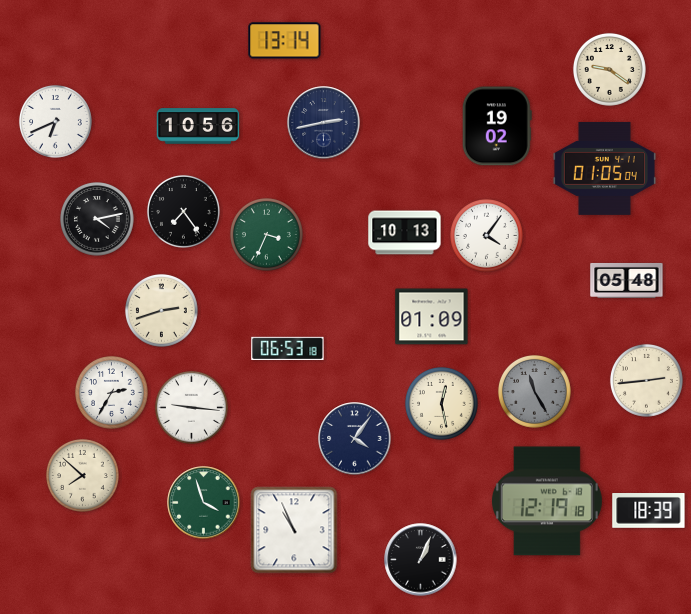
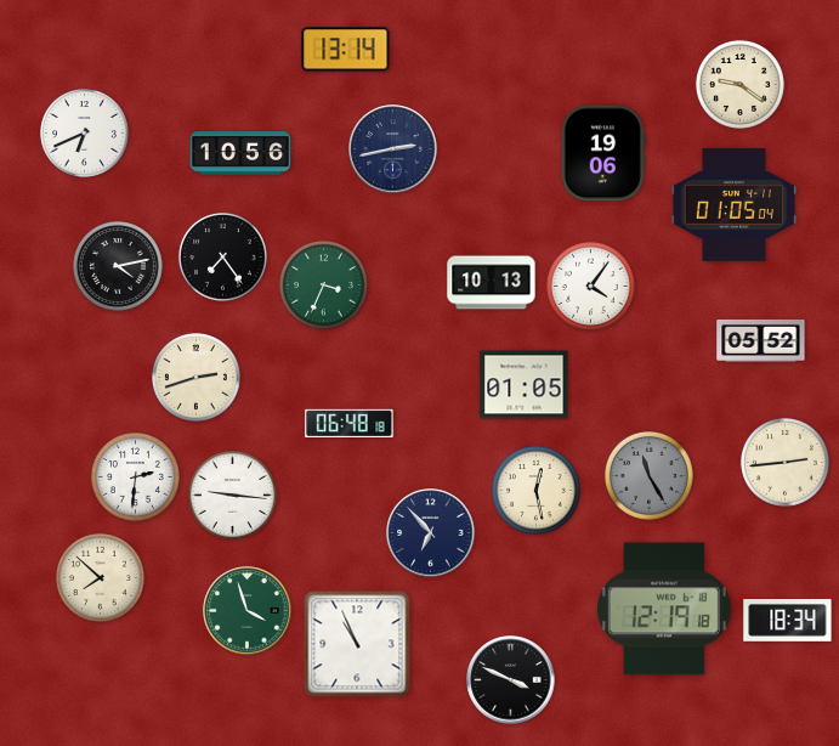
clock at (55, 121) position: (55, 121) -> (84, 132)
clock at (497, 126): 19:02 -> 19:06
clock at (627, 280): 05:48 -> 05:52
clock at (432, 317): 01:09 -> 01:05
clock at (288, 348): 06:53 -> 06:48
clock at (111, 392): 2:35 -> 2:31
clock at (355, 439): 4:06 -> 6:53
clock at (649, 511): 18:39 -> 18:34
clock at (421, 560): 1:04 -> 3:49
